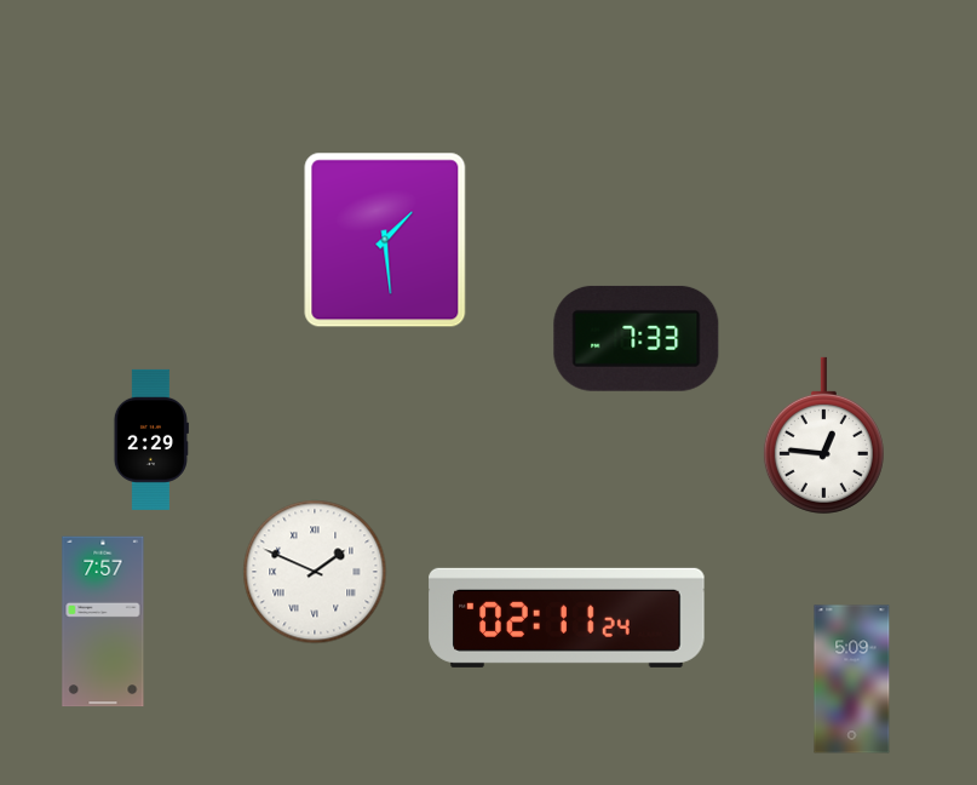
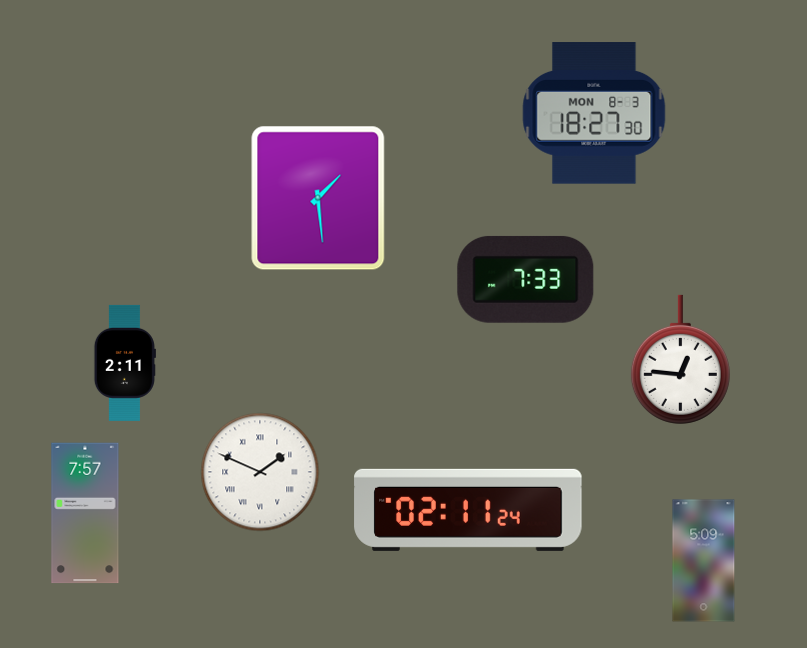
clock at (594, 113): none -> 18:27
clock at (151, 440): 2:29 -> 2:11
